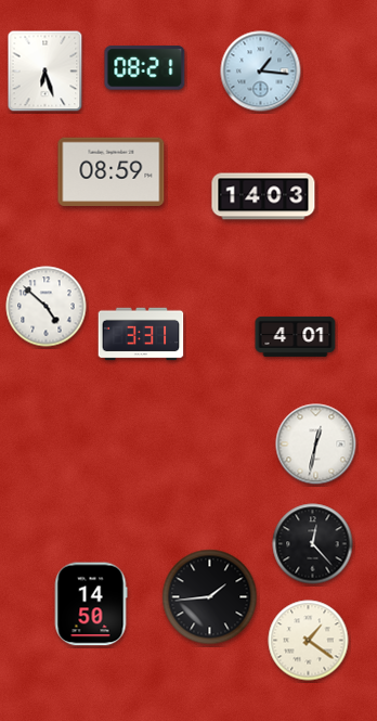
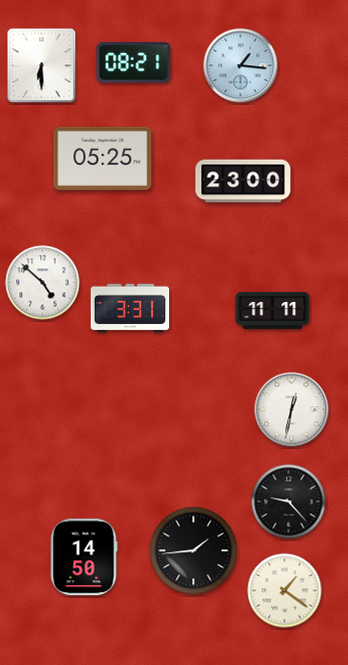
clock at (45, 72): 6:27 -> 6:30
clock at (112, 171): 08:59 -> 05:25
clock at (263, 196): 14:03 -> 23:00
clock at (296, 336): 4:01 -> 11:11
clock at (313, 544): 12:23 -> 9:23
